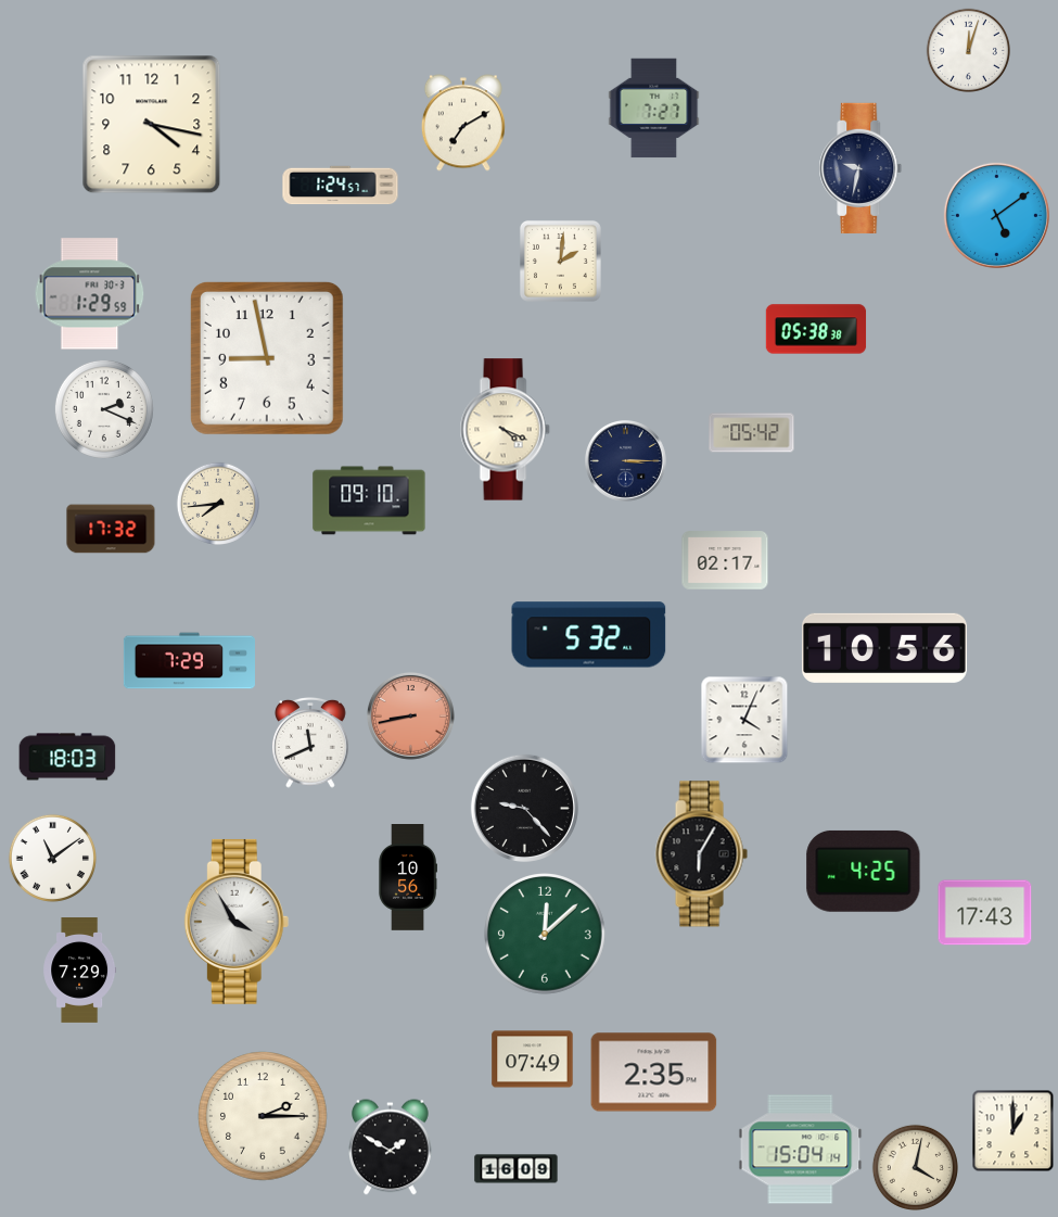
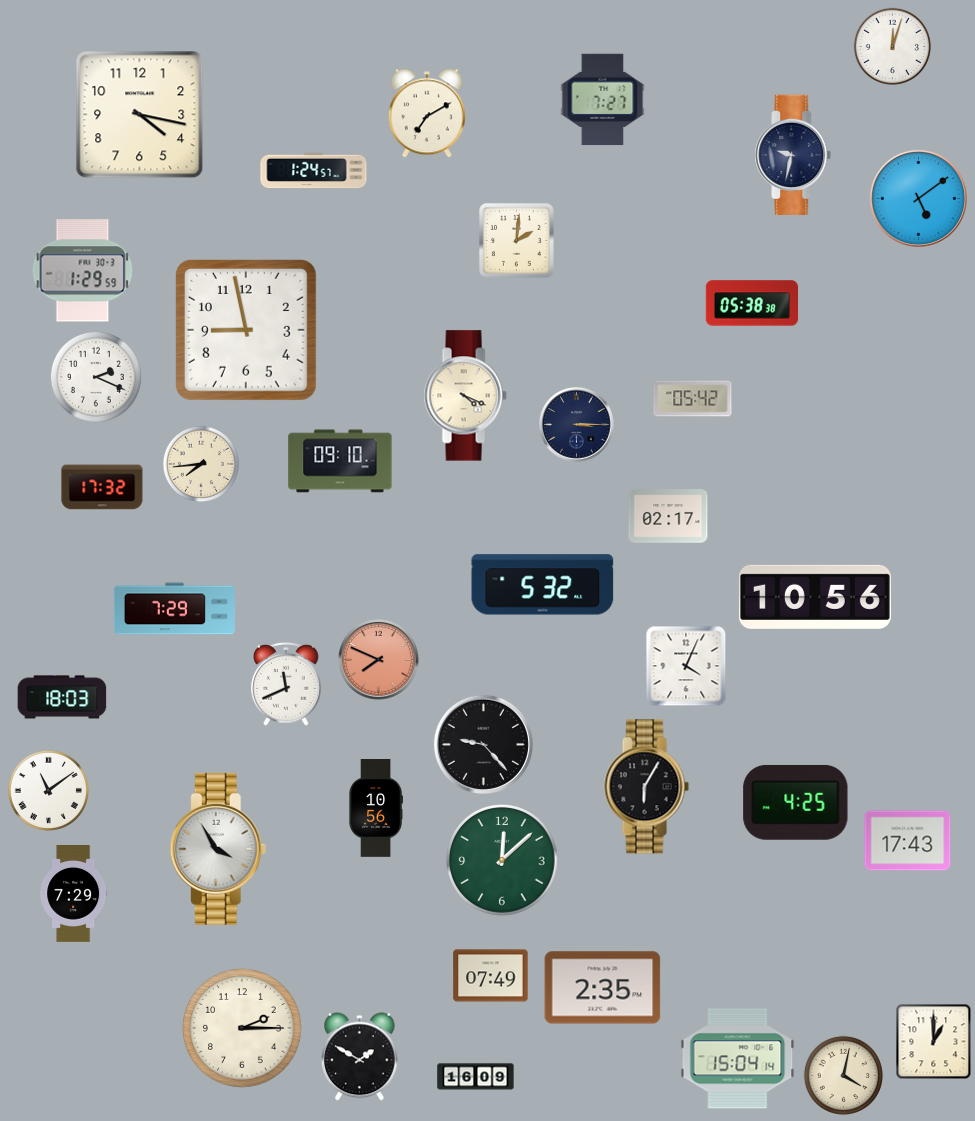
clock at (410, 715): 8:43 -> 7:49
clock at (744, 720) position: (744, 720) -> (686, 666)
